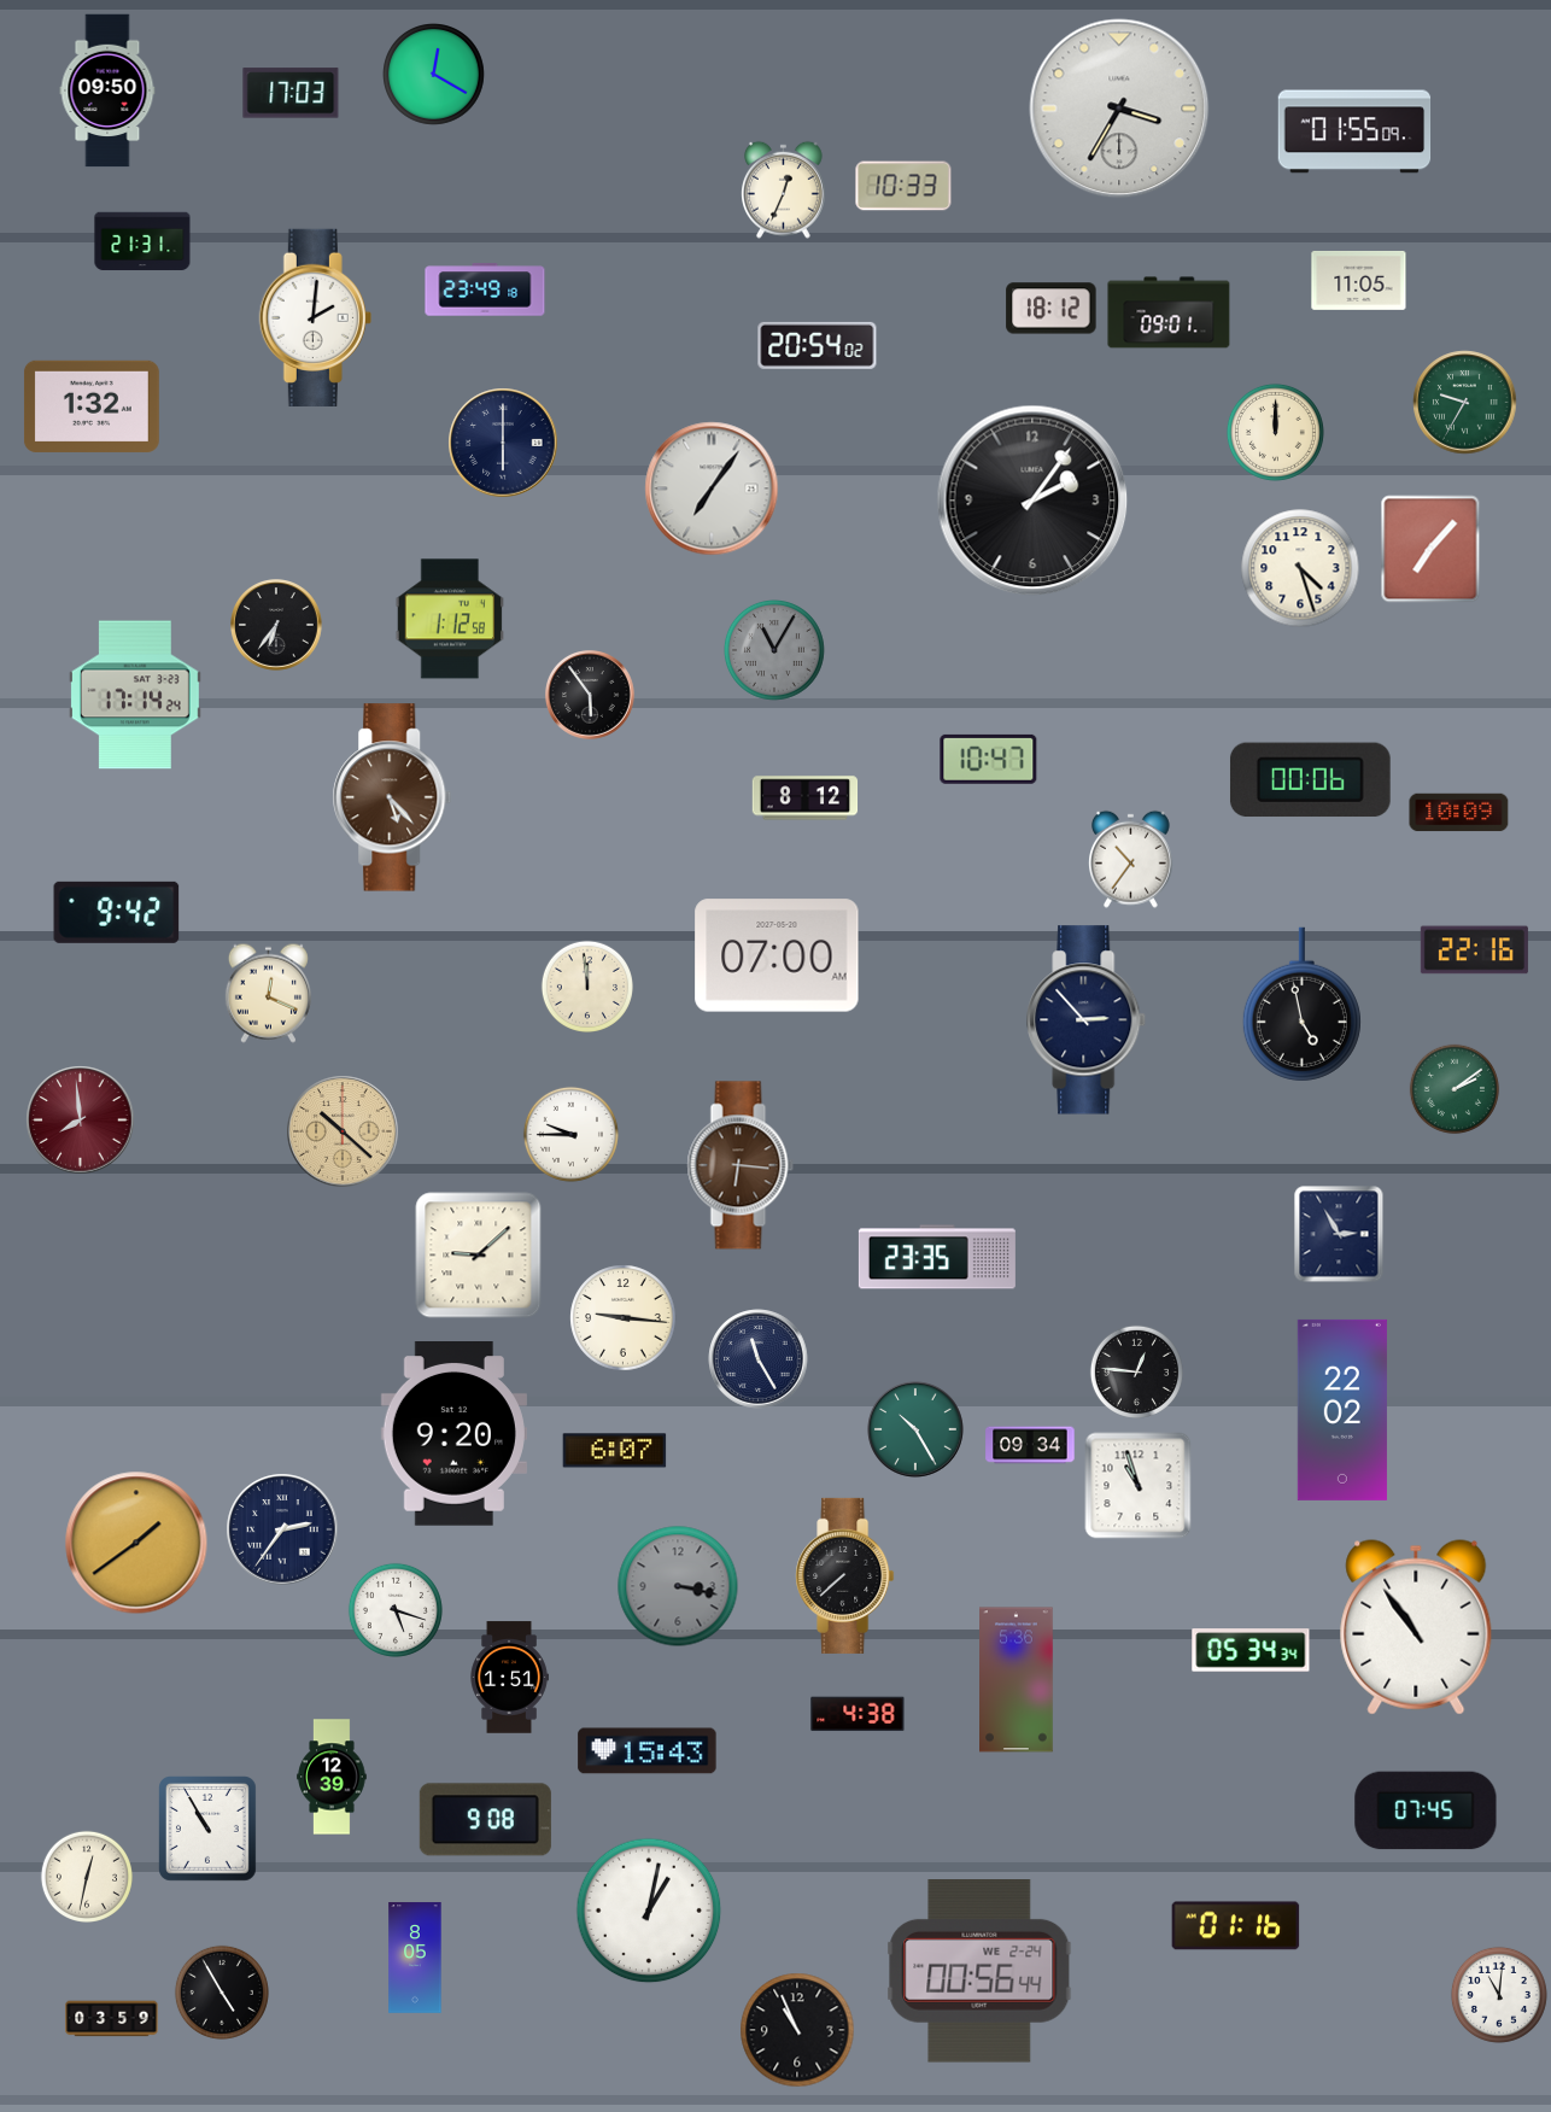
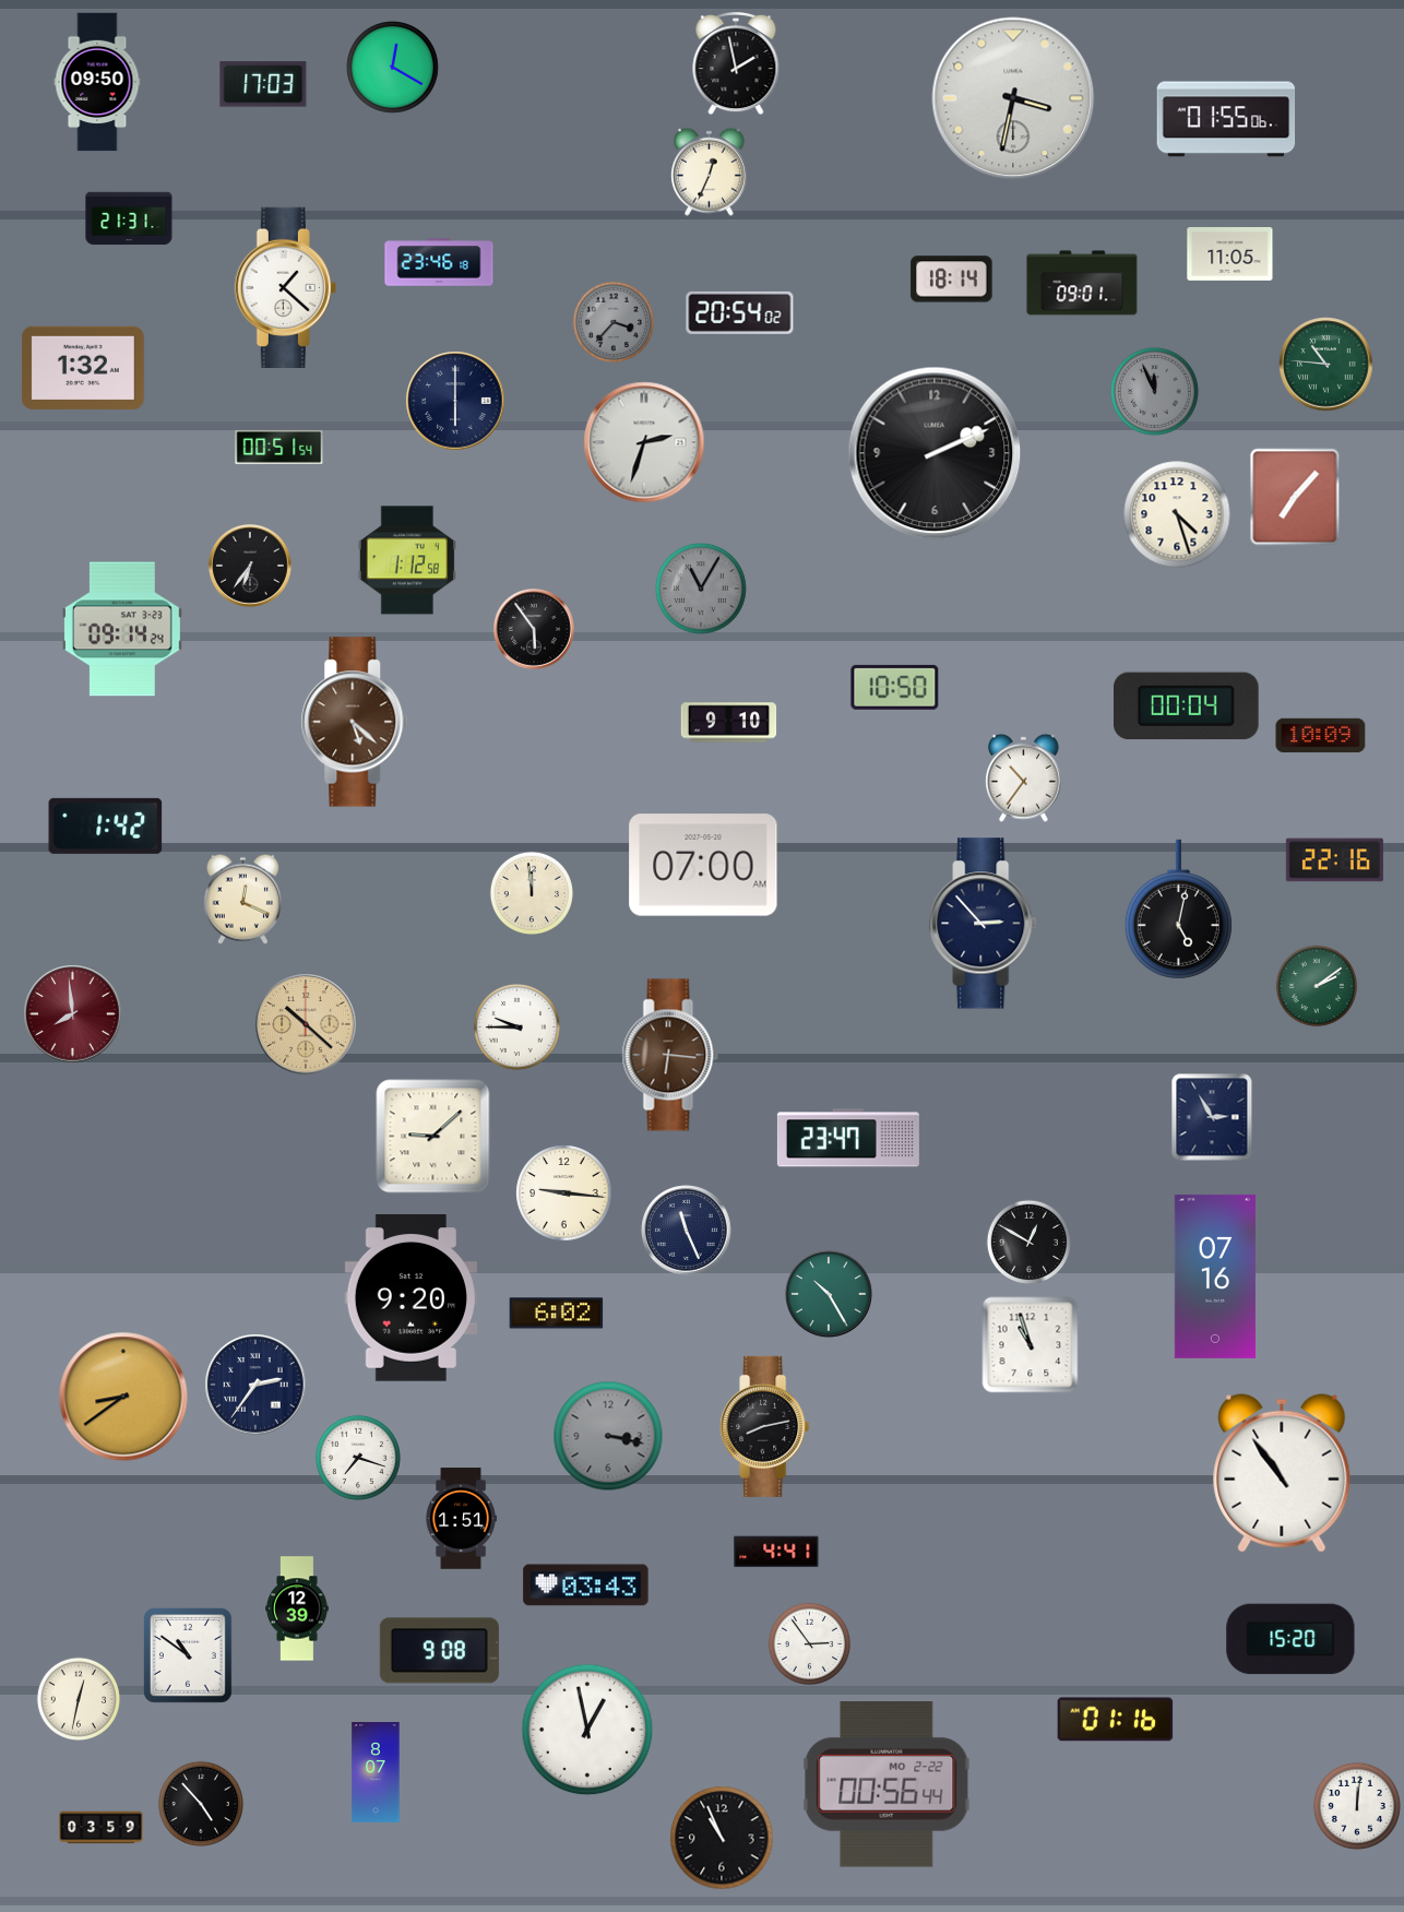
clock at (736, 63): none -> 1:58
clock at (1119, 109): 3:35 -> 3:32
clock at (1354, 131): 01:55:09 -> 01:55:06
clock at (903, 186): 10:33 -> none
clock at (485, 289): 23:49 -> 23:46
clock at (1052, 309): 18:12 -> 18:14
clock at (1169, 312) position: (1169, 312) -> (1082, 283)
clock at (315, 317): 2:01 -> 1:22
clock at (614, 322): none -> 3:37
clock at (1465, 403): 9:35 -> 10:46
clock at (1275, 432): 12:00 -> 11:56
clock at (1275, 432) dial: cream -> grey
clock at (712, 488): 7:06 -> 2:33
clock at (279, 447): none -> 00:51
clock at (1032, 501): 2:06 -> 2:11
clock at (135, 695): 17:14 -> 09:14
clock at (989, 759): 10:47 -> 10:50
clock at (1310, 780): 00:06 -> 00:04
clock at (392, 797): 5:23 -> 5:22
clock at (806, 798): 8:12 -> 9:10
clock at (117, 912): 9:42 -> 1:42
clock at (1301, 1005): 4:58 -> 5:02
clock at (343, 1131) position: (343, 1131) -> (306, 1024)
clock at (937, 1257): 23:35 -> 23:47
clock at (759, 1359): 11:25 -> 11:26
clock at (1136, 1371): 12:46 -> 12:50
clock at (1342, 1410): 22:02 -> 07:16
clock at (1030, 1445): 09:34 -> none
clock at (615, 1451): 6:07 -> 6:02
clock at (136, 1543): 1:39 -> 8:39
clock at (845, 1575): 7:38 -> 8:13
clock at (678, 1586) position: (678, 1586) -> (608, 1436)
clock at (396, 1610): 5:18 -> 7:18
clock at (1251, 1650): 05:34 -> none
clock at (1017, 1680): 5:36 -> none
clock at (858, 1714): 4:38 -> 4:41
clock at (648, 1751): 15:43 -> 03:43
clock at (332, 1777) position: (332, 1777) -> (297, 1608)
clock at (1426, 1810): 07:45 -> 15:20
clock at (809, 1643): none -> 2:54
clock at (485, 1820) position: (485, 1820) -> (439, 1651)
clock at (209, 1830): 10:55 -> 10:51
clock at (649, 1911): 1:02 -> 12:58
clock at (1236, 1926) position: (1236, 1926) -> (1116, 1720)
clock at (415, 1958): 8:05 -> 8:07
clock at (979, 1971) date: WE 2-24 -> MO 2-22
clock at (222, 1993): 4:55 -> 4:53
clock at (1499, 1995): 11:01 -> 12:01
